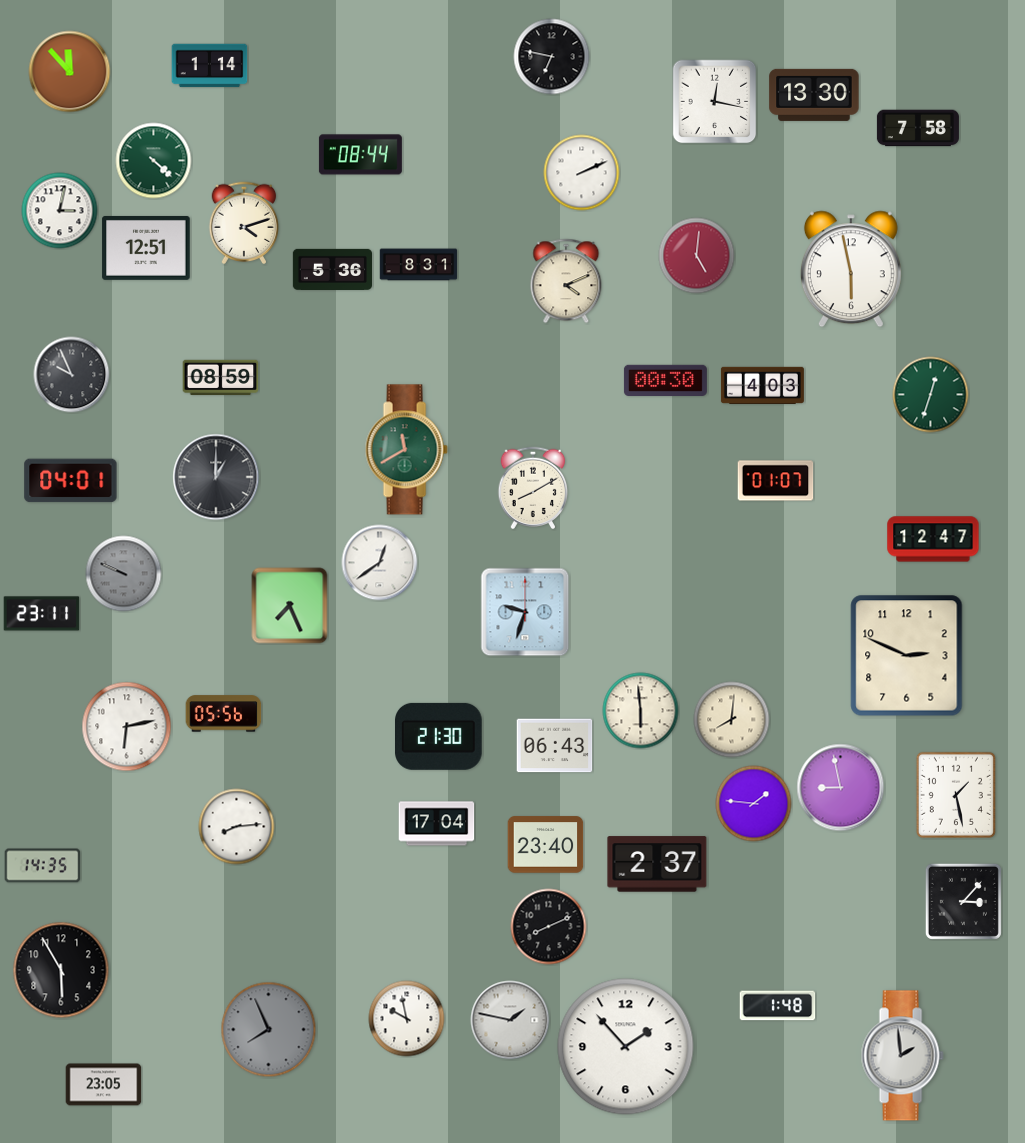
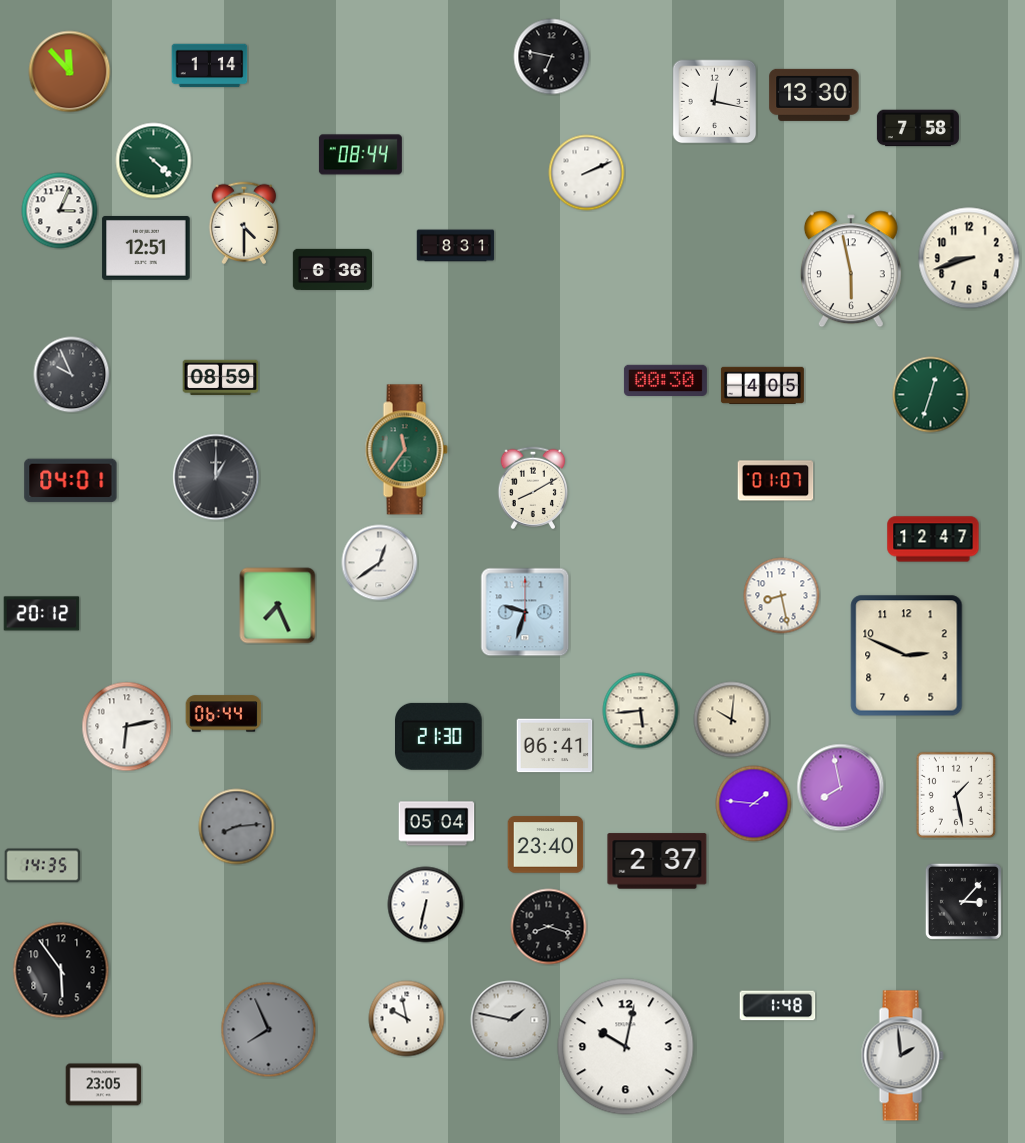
clock at (582, 173) position: (582, 173) -> (587, 173)
clock at (60, 211): 3:02 -> 3:04
clock at (244, 223): 4:12 -> 4:30
clock at (697, 256): 5:01 -> none
clock at (969, 258): none -> 8:42
clock at (419, 265) position: (419, 265) -> (456, 246)
clock at (332, 269): 5:36 -> 6:36
clock at (566, 281): 4:11 -> none
clock at (762, 385): 4:03 -> 4:05
clock at (406, 450): 11:40 -> 11:36
clock at (124, 574): 9:49 -> none
clock at (782, 596): none -> 8:28
clock at (290, 606) position: (290, 606) -> (278, 606)
clock at (42, 614): 23:11 -> 20:12
clock at (641, 711): 5:59 -> 5:44
clock at (224, 714): 05:56 -> 06:44
clock at (732, 720): 8:01 -> 10:01
clock at (555, 746): 06:43 -> 06:41
clock at (841, 788): 8:58 -> 7:58
clock at (437, 824): 17:04 -> 05:04
clock at (237, 827) dial: white -> grey
clock at (657, 864) position: (657, 864) -> (657, 861)
clock at (426, 905): none -> 6:32
clock at (549, 927): 8:11 -> 8:18
clock at (61, 970): 5:55 -> 5:54
clock at (626, 1047): 1:53 -> 10:02
